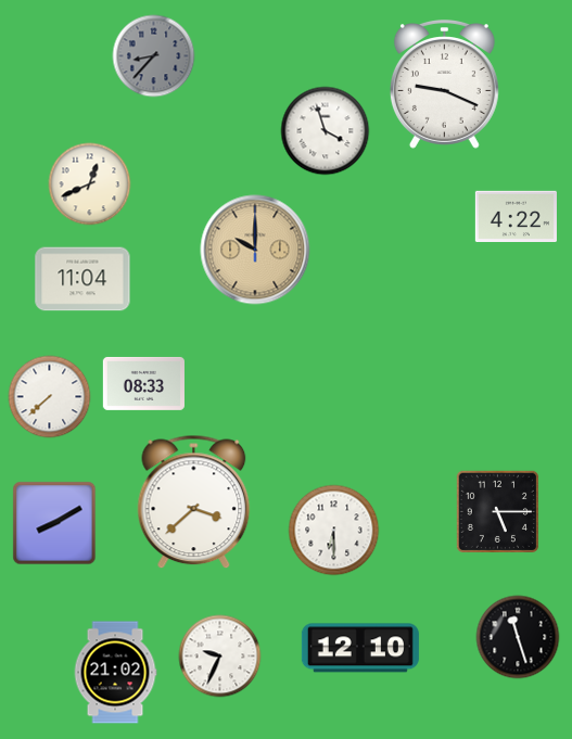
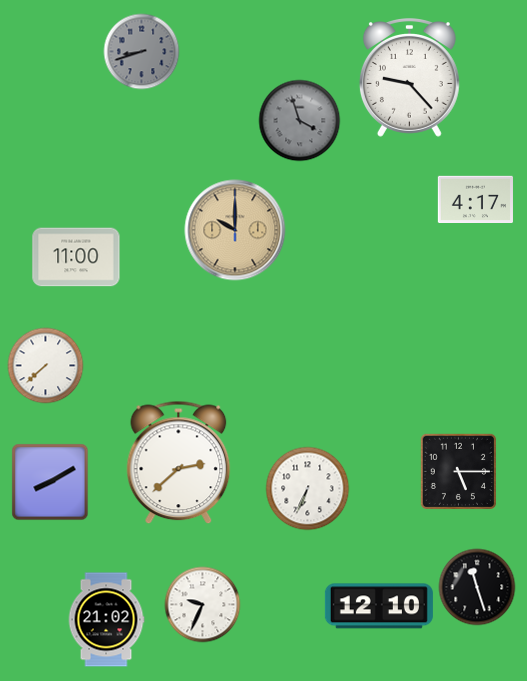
clock at (154, 56): 8:37 -> 8:42
clock at (444, 85): 9:19 -> 9:23
clock at (326, 131) dial: white -> grey
clock at (90, 184): 12:41 -> none
clock at (516, 217): 4:22 -> 4:17
clock at (82, 279): 11:04 -> 11:00
clock at (143, 383): 08:33 -> none
clock at (194, 502): 3:38 -> 2:38
clock at (334, 531): 6:30 -> 6:34
clock at (360, 648) position: (360, 648) -> (379, 606)
